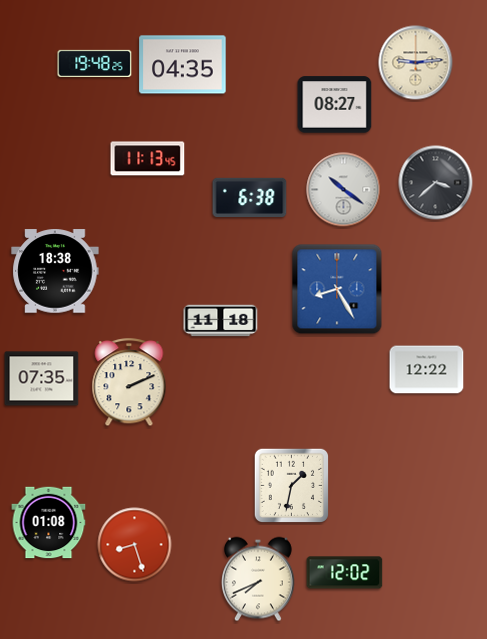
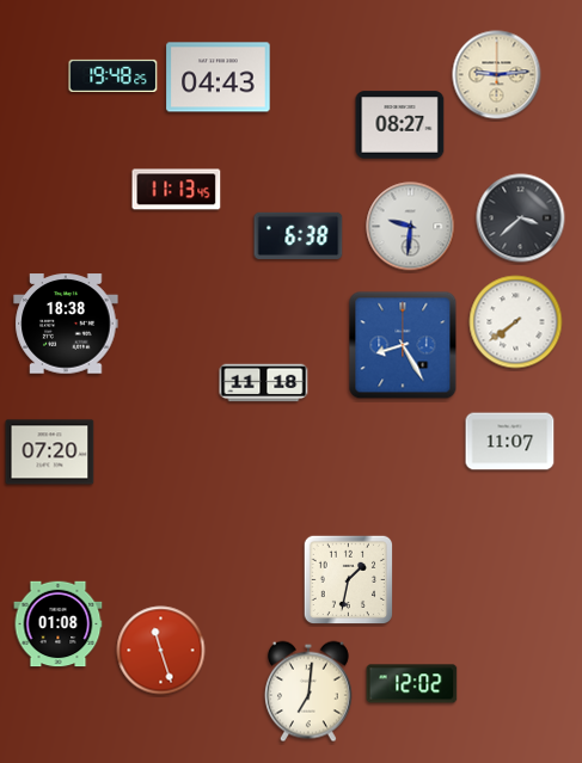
clock at (183, 65): 04:35 -> 04:43
clock at (344, 190): 10:21 -> 9:31
clock at (516, 322): none -> 7:39
clock at (427, 370): 12:22 -> 11:07
clock at (42, 379): 07:35 -> 07:20
clock at (129, 383): 2:11 -> none
clock at (135, 545): 8:27 -> 11:27
clock at (258, 579): 7:41 -> 7:01
